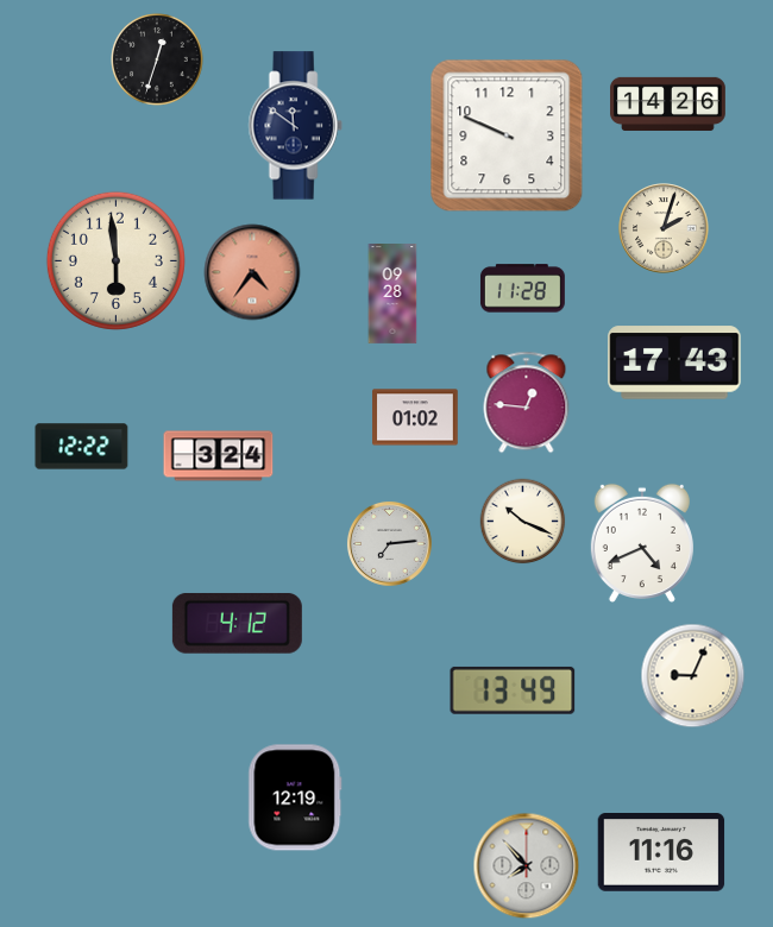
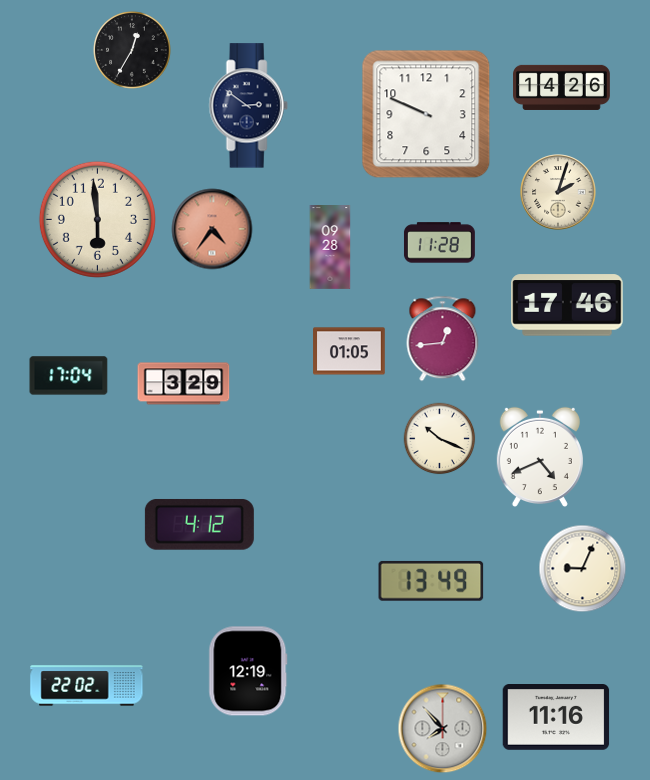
clock at (157, 59): 12:33 -> 12:35
clock at (295, 126): 11:51 -> 2:51
clock at (674, 362): 17:43 -> 17:46
clock at (527, 403): 12:46 -> 12:44
clock at (415, 417): 01:02 -> 01:05
clock at (82, 447): 12:22 -> 17:04
clock at (219, 456): 3:24 -> 3:29
clock at (389, 543): 7:14 -> none
clock at (87, 686): none -> 22:02
